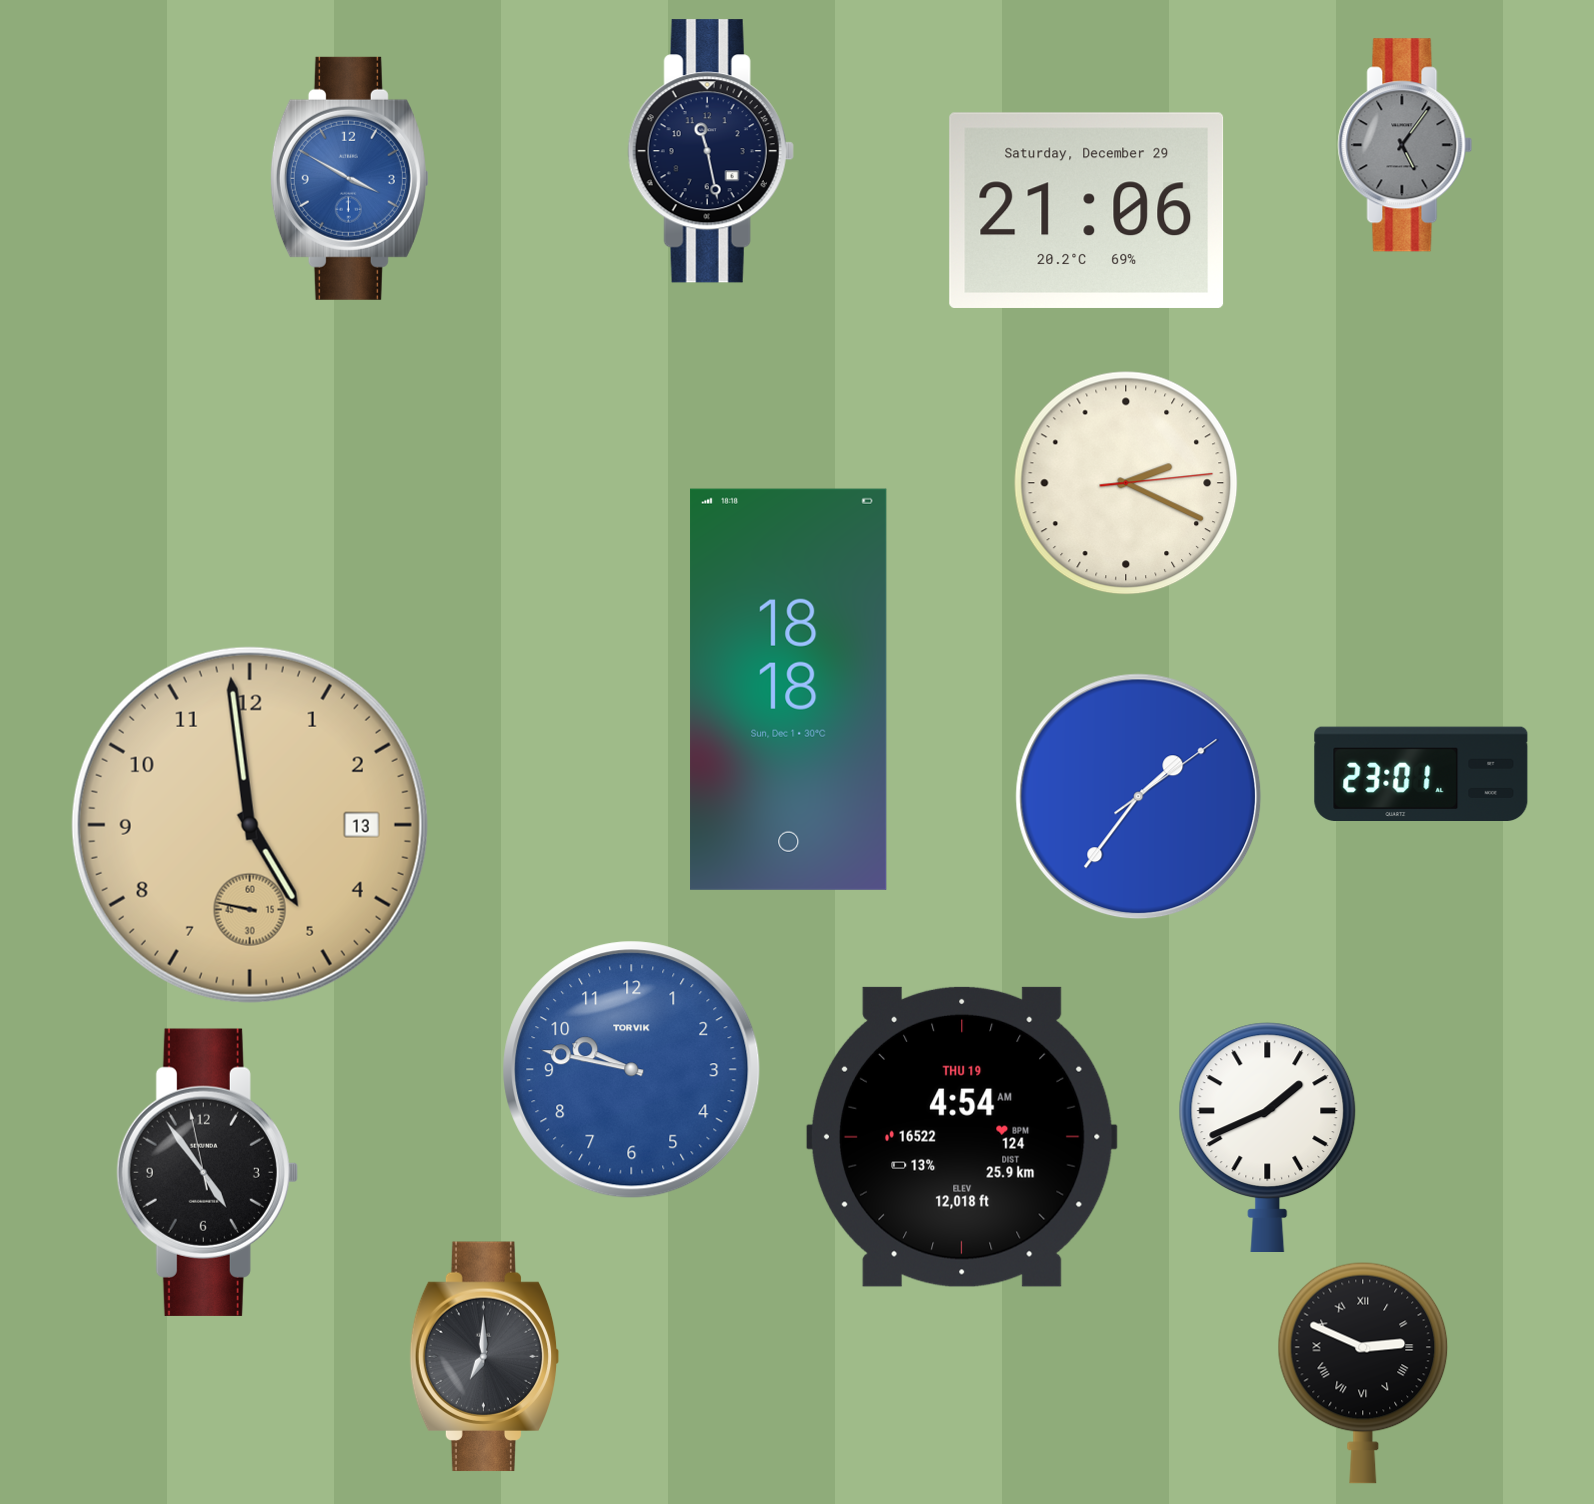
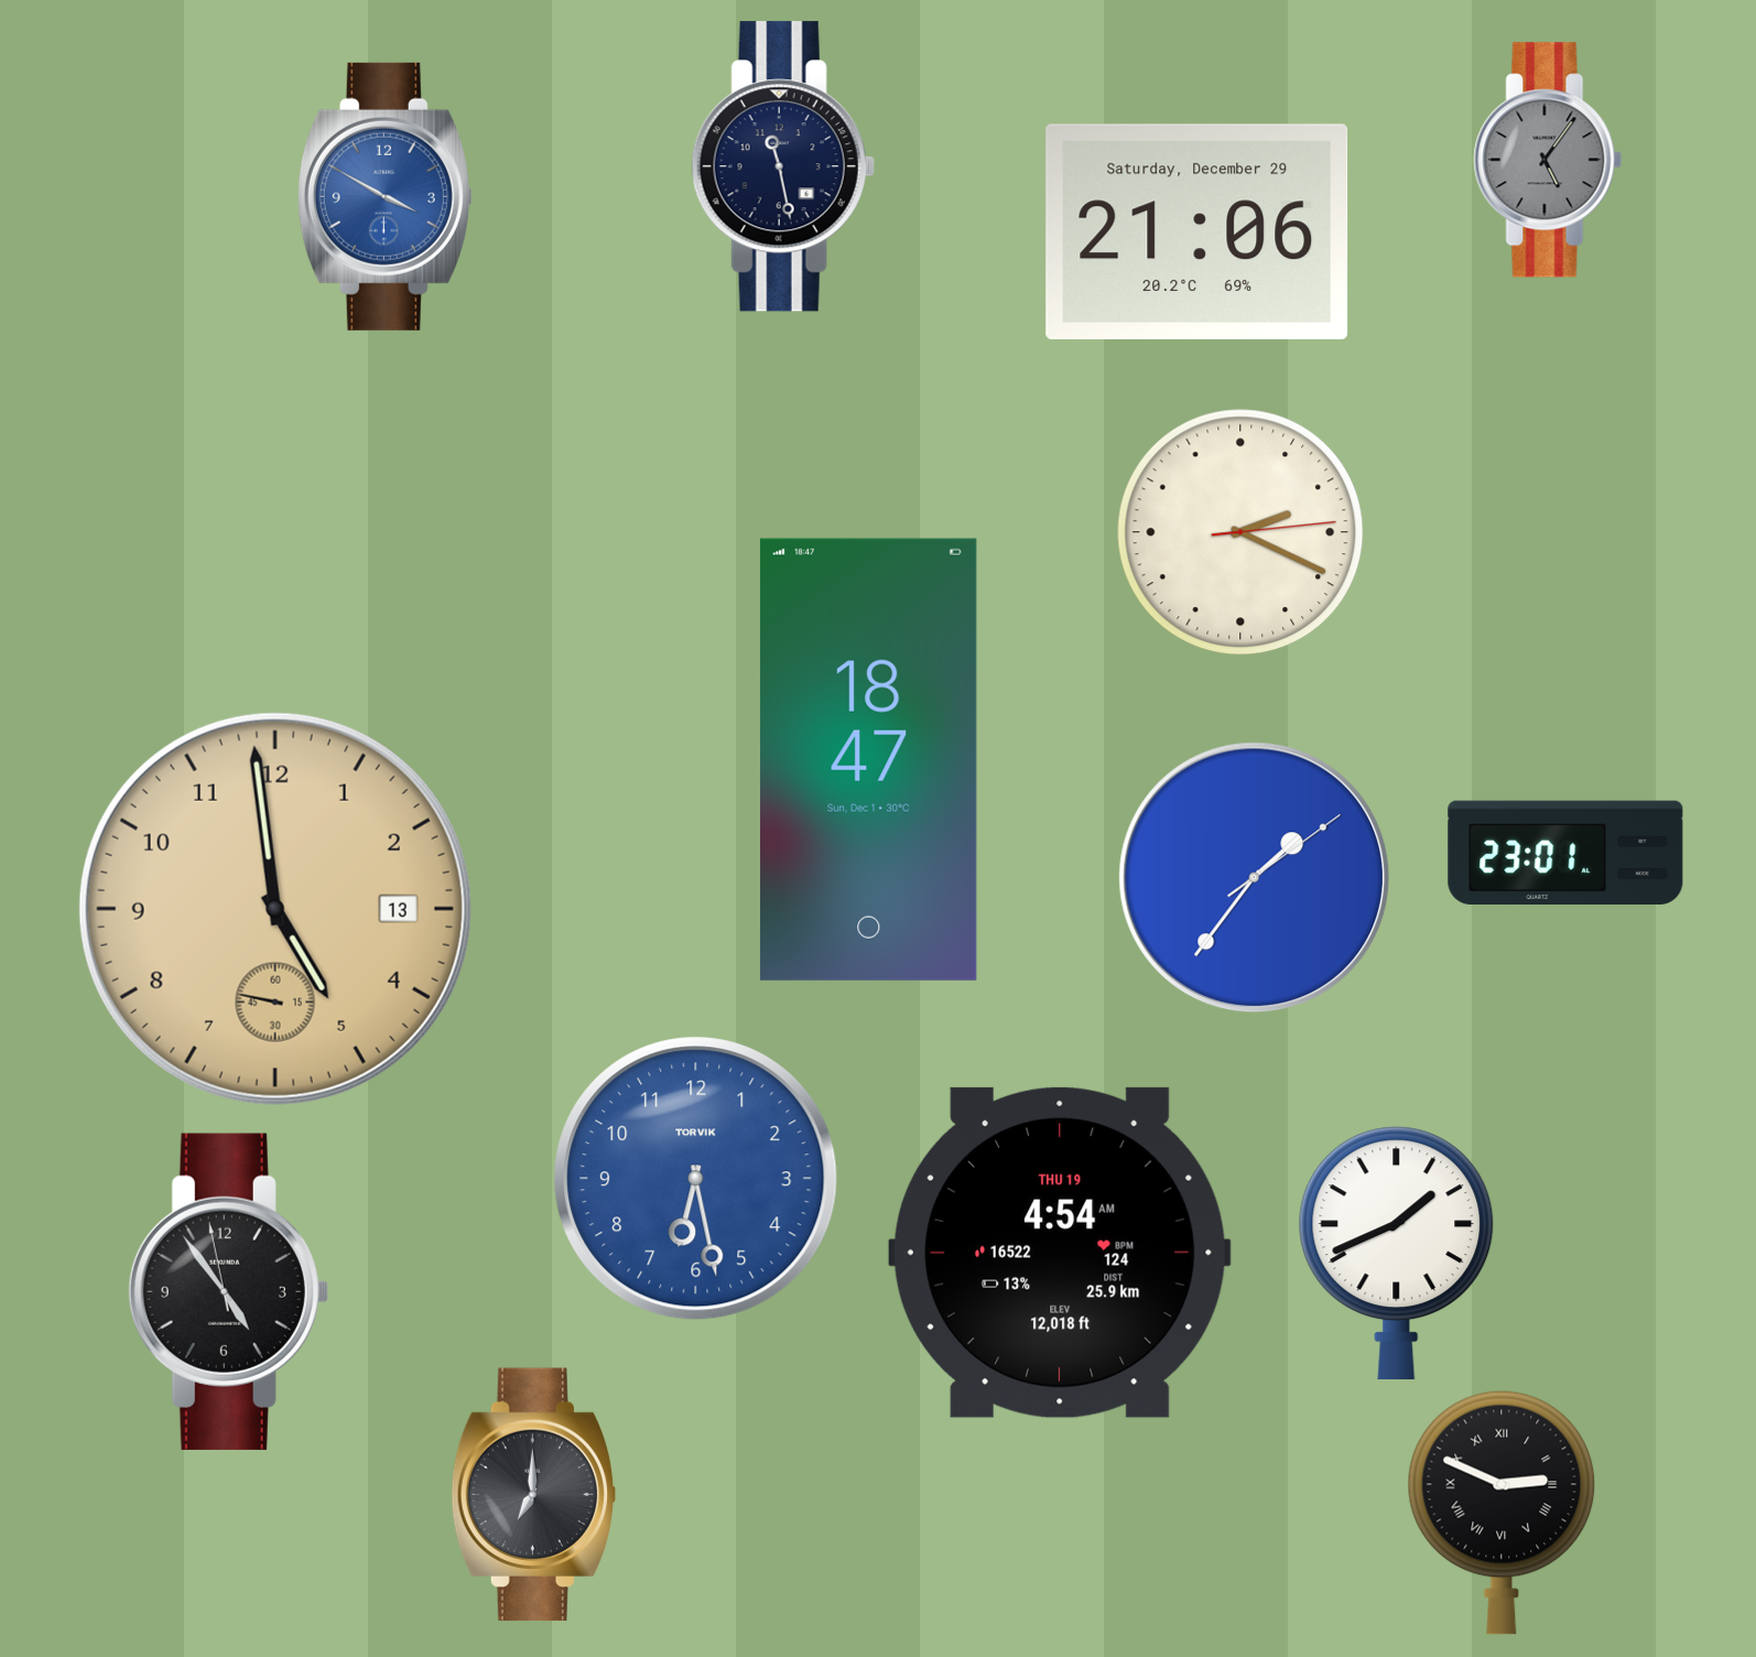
clock at (789, 689): 18:18 -> 18:47
clock at (632, 1070): 9:47 -> 6:28
